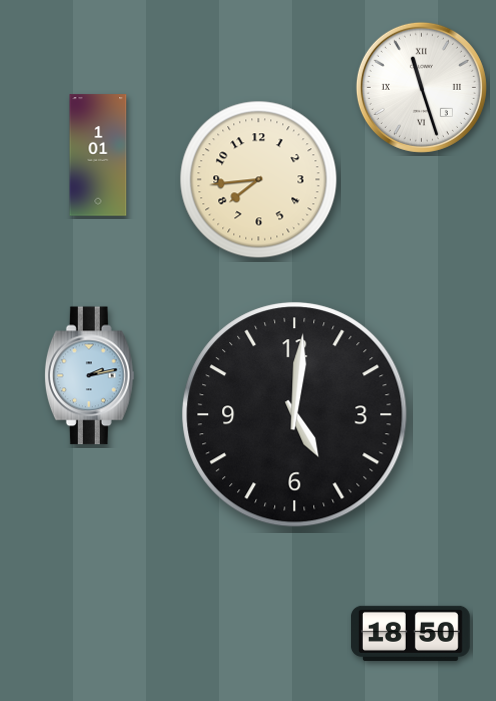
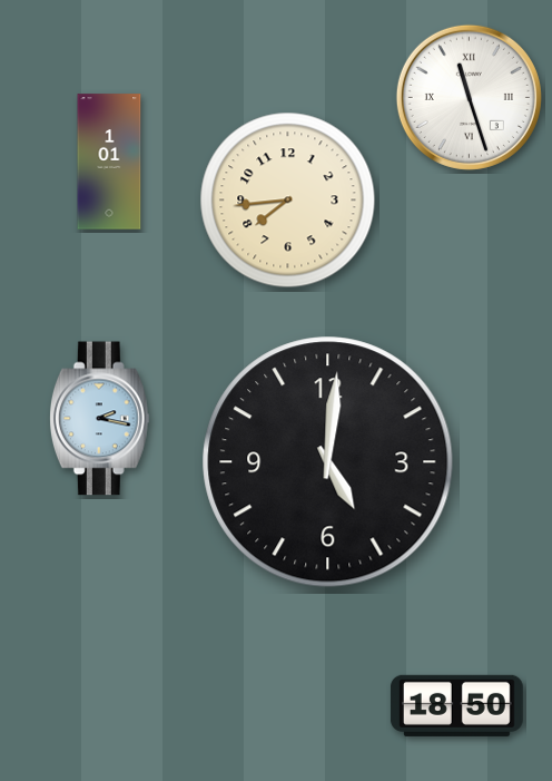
clock at (98, 155) position: (98, 155) -> (109, 162)
clock at (89, 376): 2:13 -> 2:17
